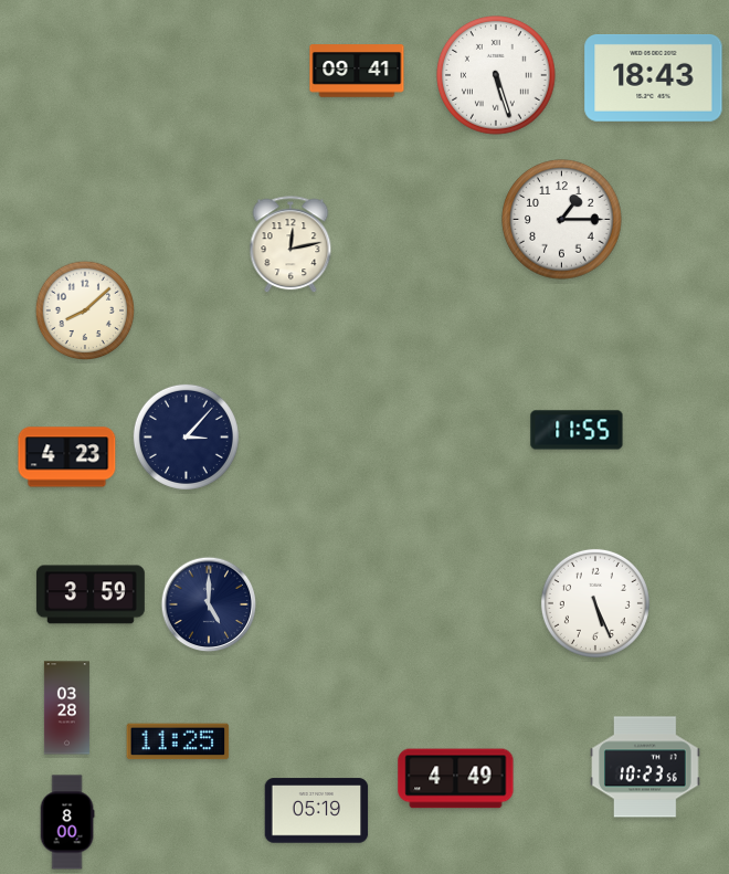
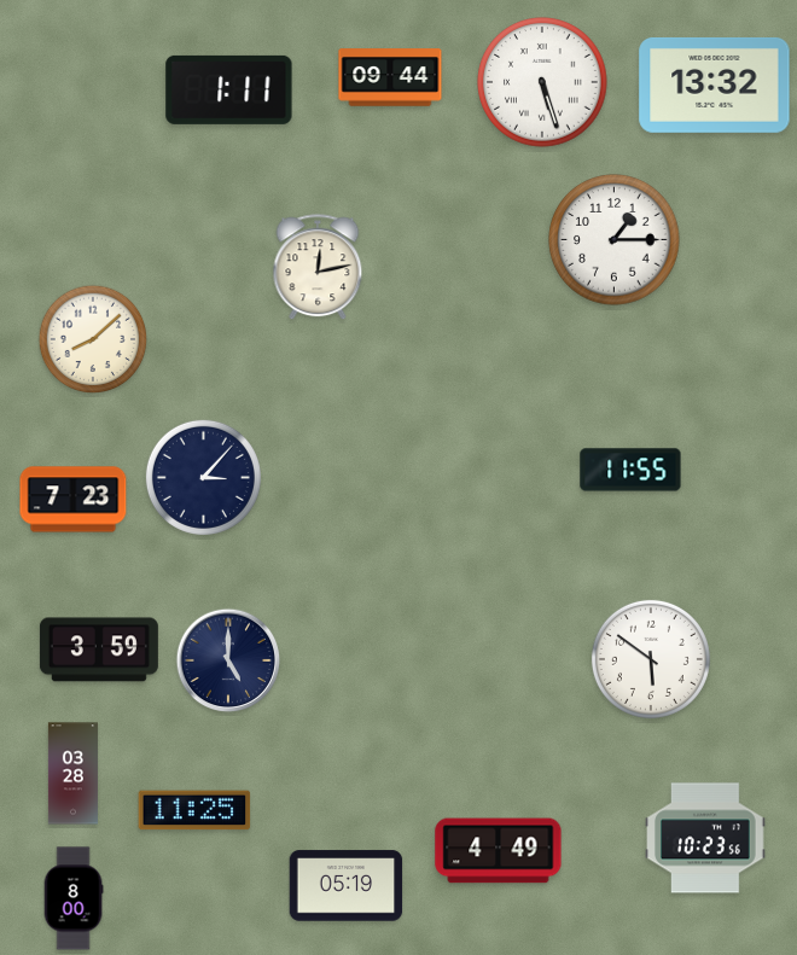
clock at (357, 71): 09:41 -> 09:44
clock at (654, 77): 18:43 -> 13:32
clock at (229, 89): none -> 1:11
clock at (67, 457): 4:23 -> 7:23
clock at (595, 603): 5:26 -> 5:51
